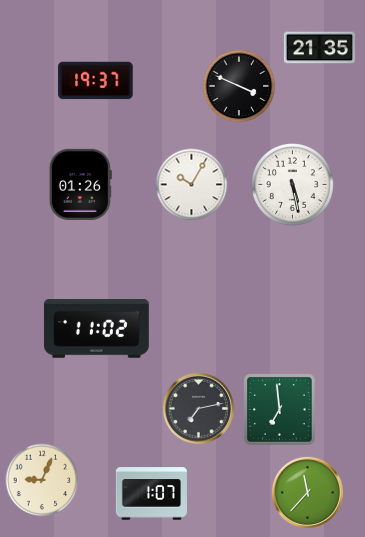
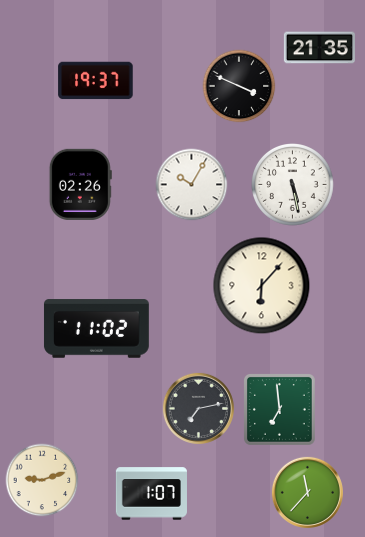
clock at (80, 184): 01:26 -> 02:26
clock at (262, 286): none -> 6:07
clock at (42, 480): 9:04 -> 9:12
